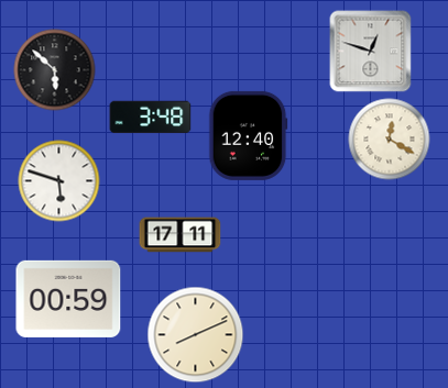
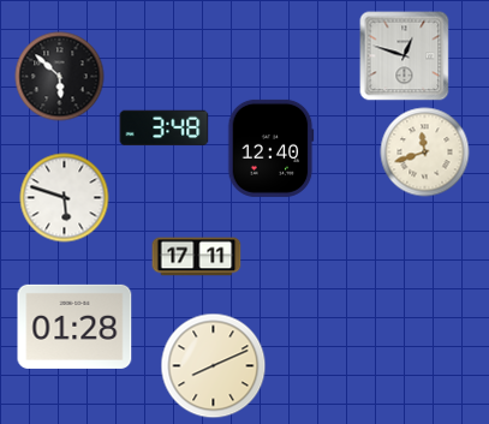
clock at (390, 140): 12:20 -> 11:42
clock at (68, 299): 00:59 -> 01:28
